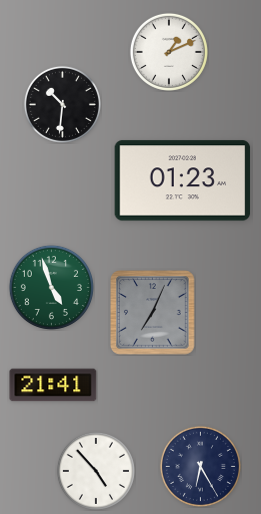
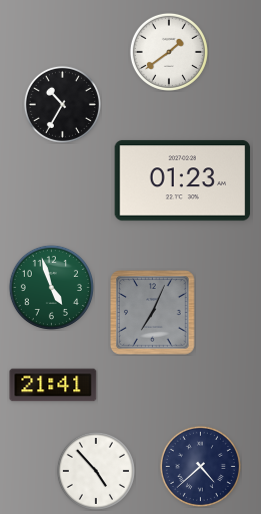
clock at (169, 52): 1:11 -> 1:39
clock at (62, 104): 10:31 -> 10:35
clock at (200, 466): 6:25 -> 4:38
